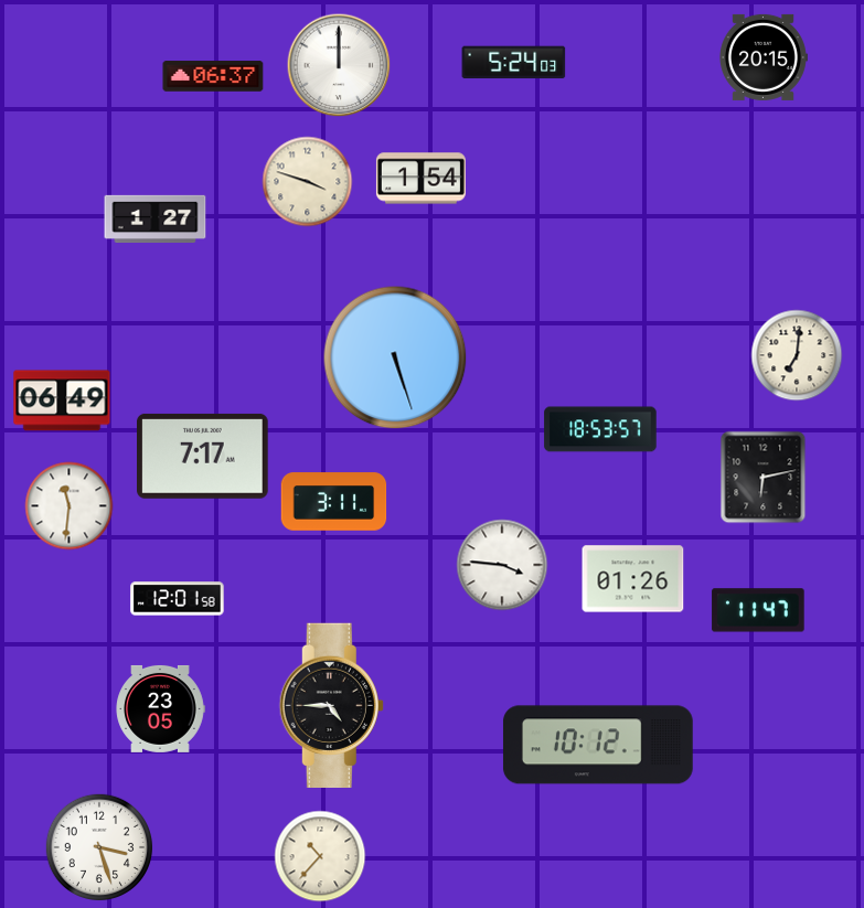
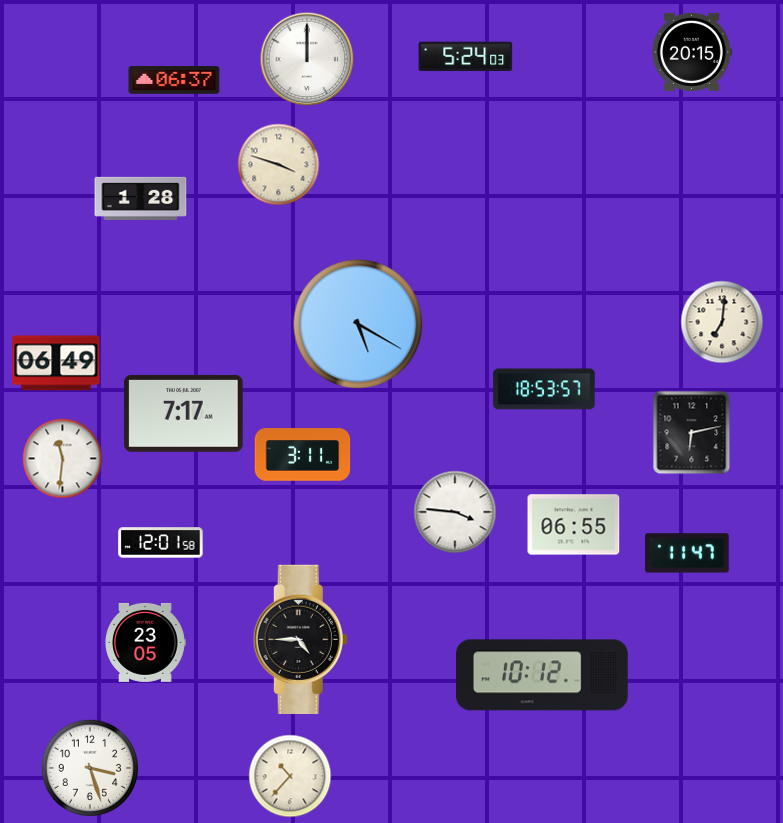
clock at (213, 76) position: (213, 76) -> (174, 80)
clock at (420, 179): 1:54 -> none
clock at (156, 218): 1:27 -> 1:28
clock at (395, 357): 5:27 -> 5:20
clock at (633, 579): 01:26 -> 06:55
